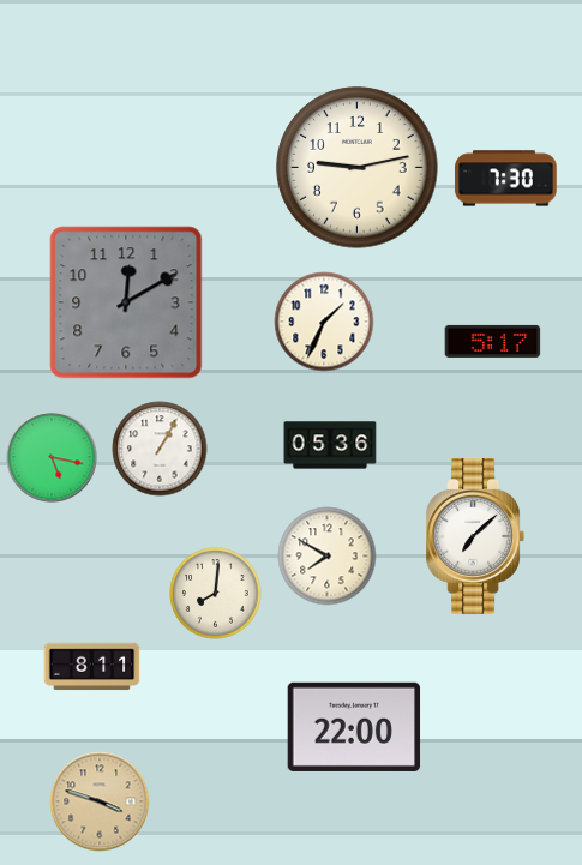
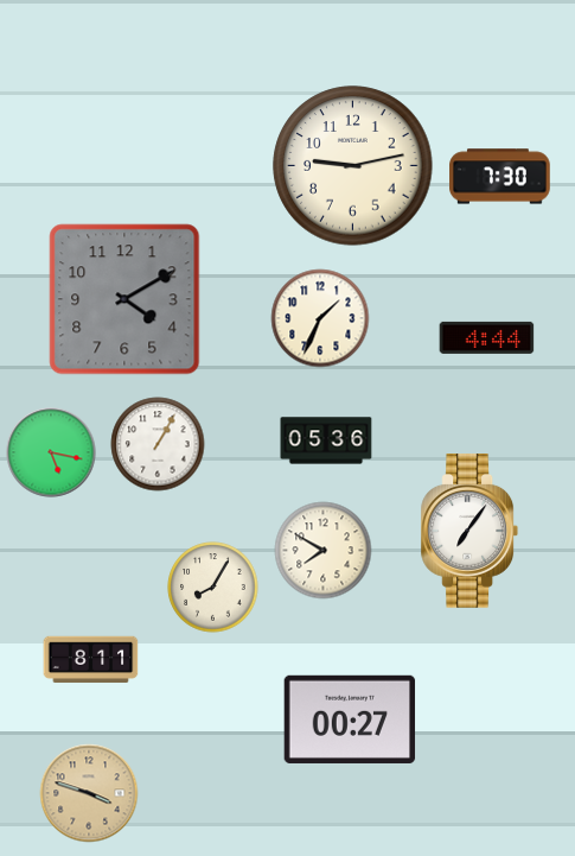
clock at (126, 302): 12:10 -> 4:10
clock at (493, 341): 5:17 -> 4:44
clock at (475, 537): 7:08 -> 7:06
clock at (216, 594): 8:01 -> 8:05
clock at (354, 727): 22:00 -> 00:27
clock at (100, 801) position: (100, 801) -> (89, 793)
